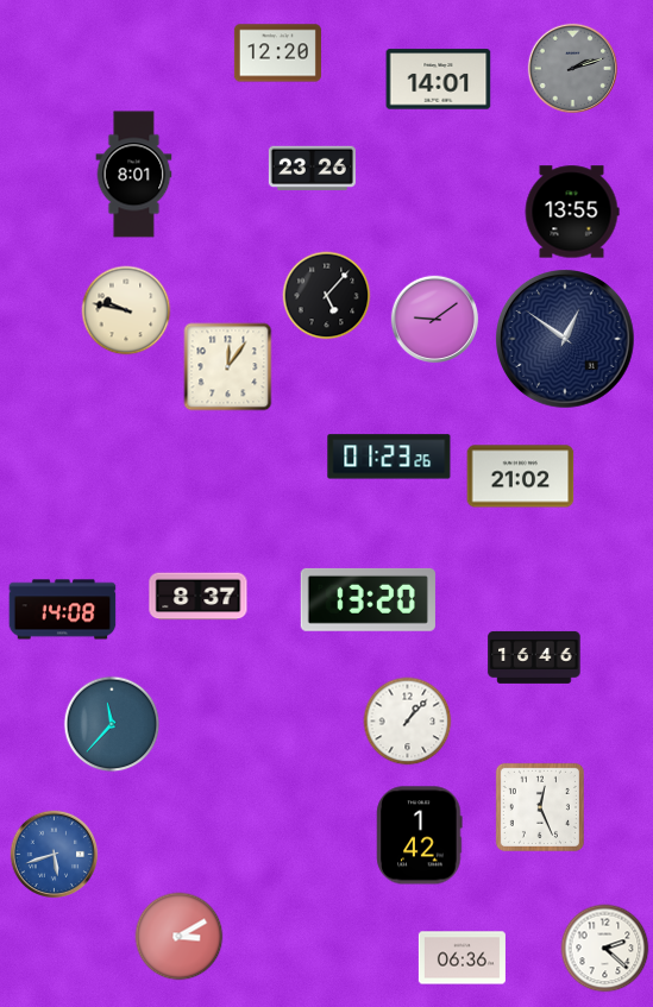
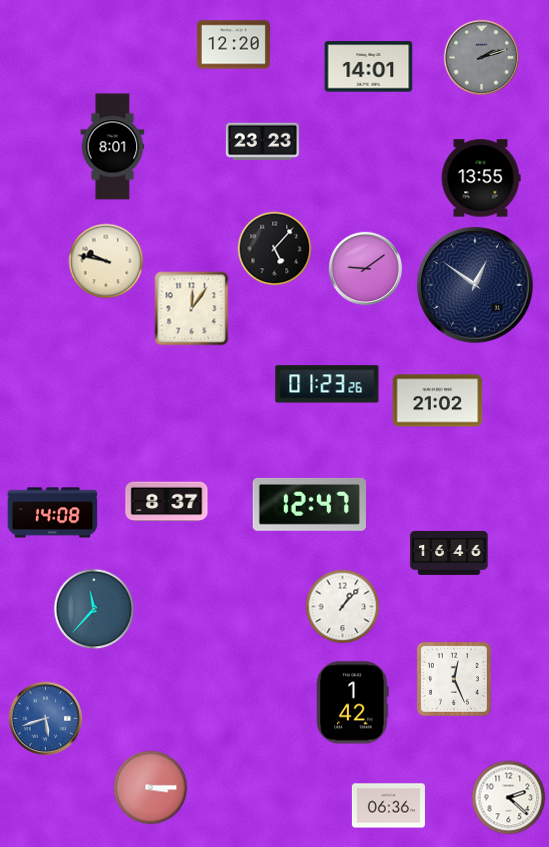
clock at (312, 169): 23:26 -> 23:23
clock at (368, 599): 13:20 -> 12:47
clock at (180, 937): 3:10 -> 3:15
